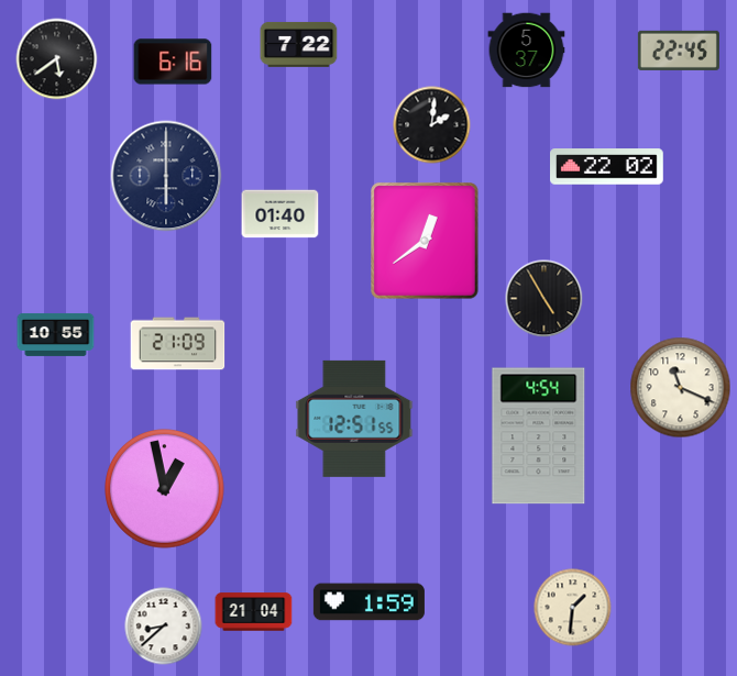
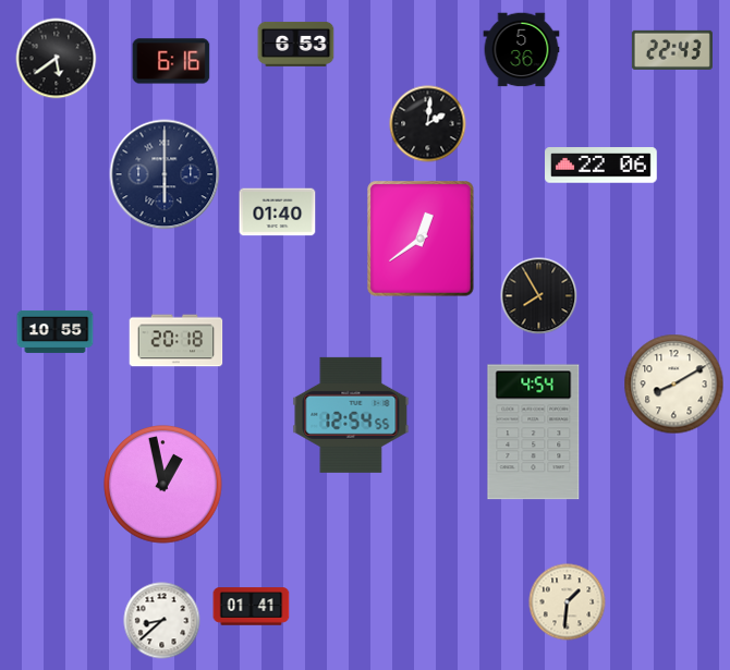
clock at (299, 44): 7:22 -> 6:53
clock at (527, 51): 5:37 -> 5:36
clock at (679, 51): 22:45 -> 22:43
clock at (607, 167): 22:02 -> 22:06
clock at (544, 299): 4:55 -> 7:55
clock at (178, 344): 21:09 -> 20:18
clock at (681, 388): 11:19 -> 8:10
clock at (354, 419): 12:51 -> 12:54
clock at (369, 602): 1:59 -> none
clock at (254, 612): 21:04 -> 01:41
